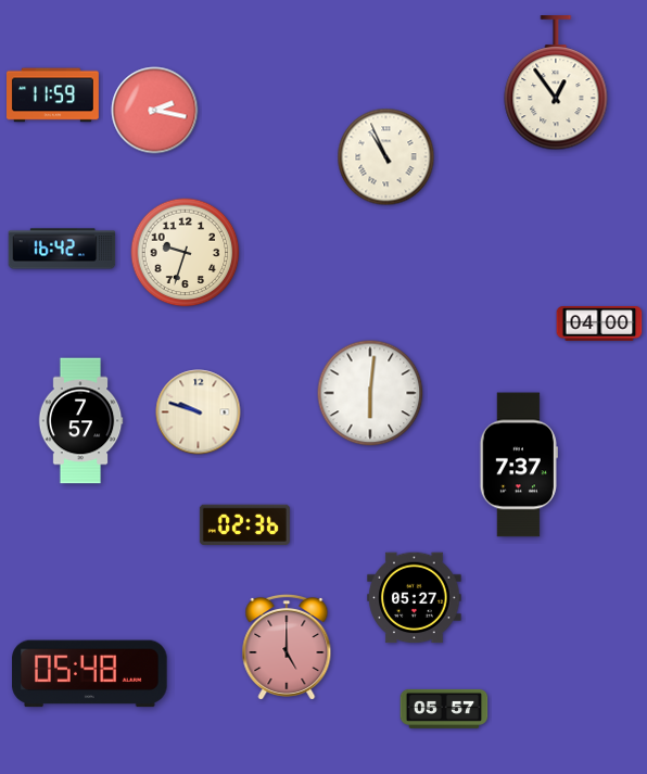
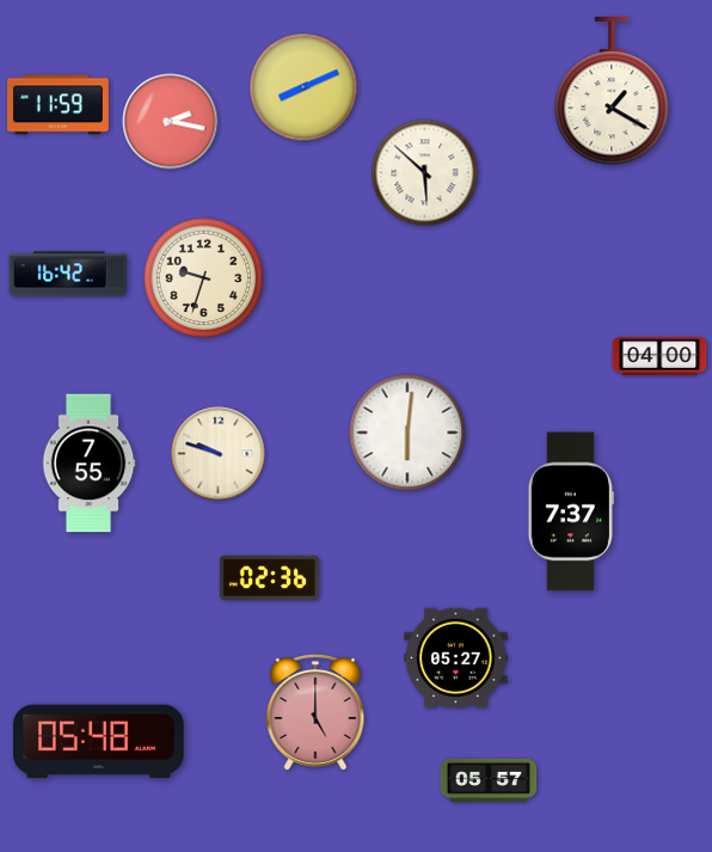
clock at (303, 87): none -> 8:11
clock at (556, 84): 12:54 -> 1:20
clock at (386, 157): 10:56 -> 5:52
clock at (80, 421): 7:57 -> 7:55
